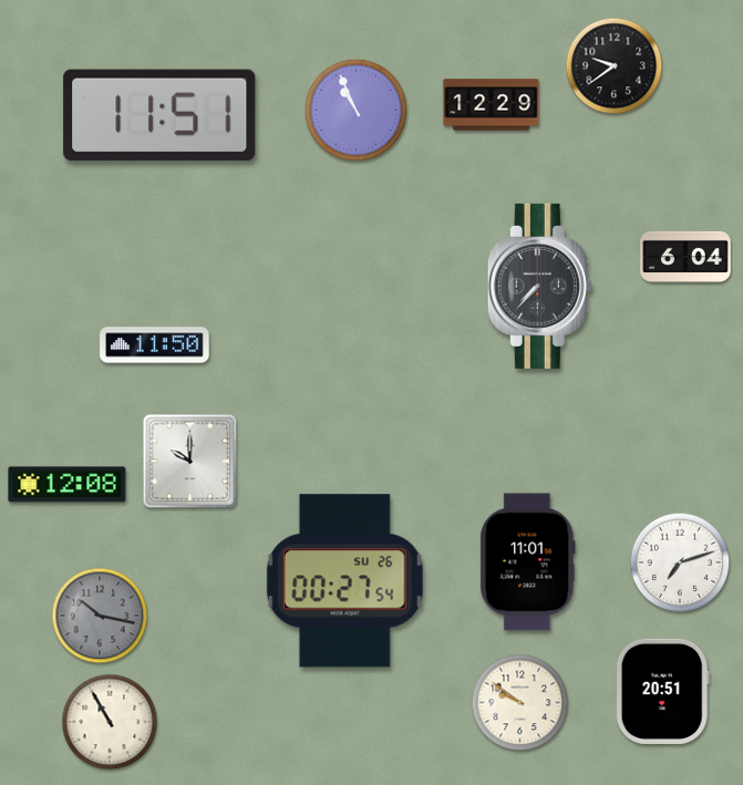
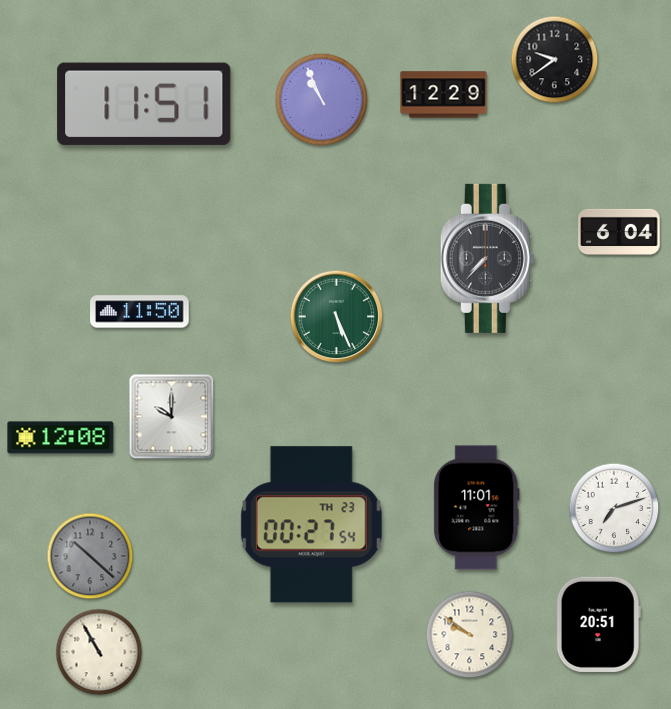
clock at (337, 317): none -> 5:26
clock at (344, 581) date: SU 26 -> TH 23
clock at (100, 616): 10:17 -> 10:22
